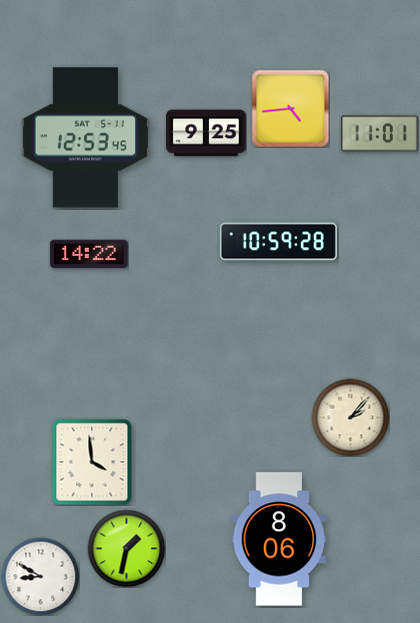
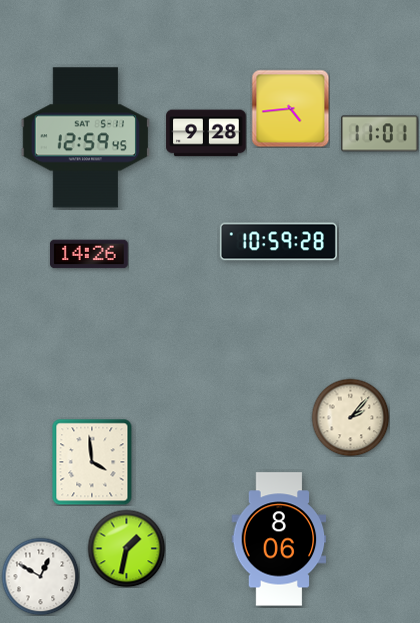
clock at (206, 133): 9:25 -> 9:28
clock at (85, 138): 12:53 -> 12:59
clock at (90, 254): 14:22 -> 14:26
clock at (40, 576): 8:50 -> 12:50
